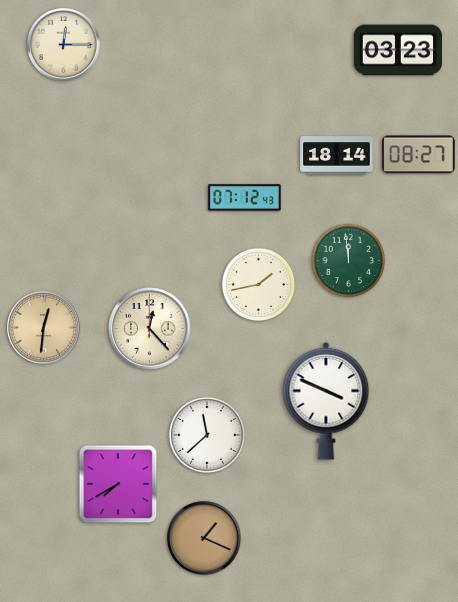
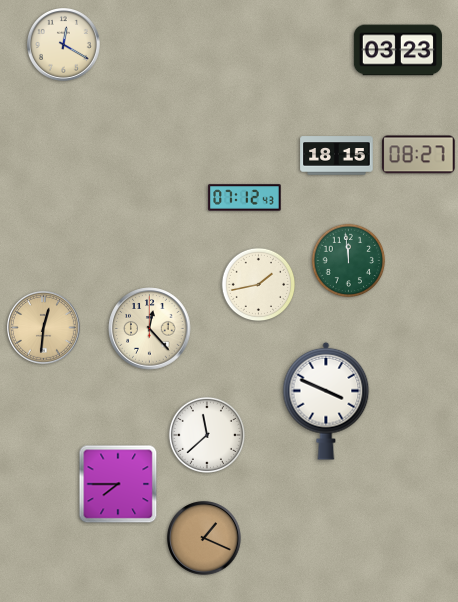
clock at (64, 45): 12:15 -> 12:20
clock at (337, 156): 18:14 -> 18:15
clock at (118, 484): 7:40 -> 7:45
